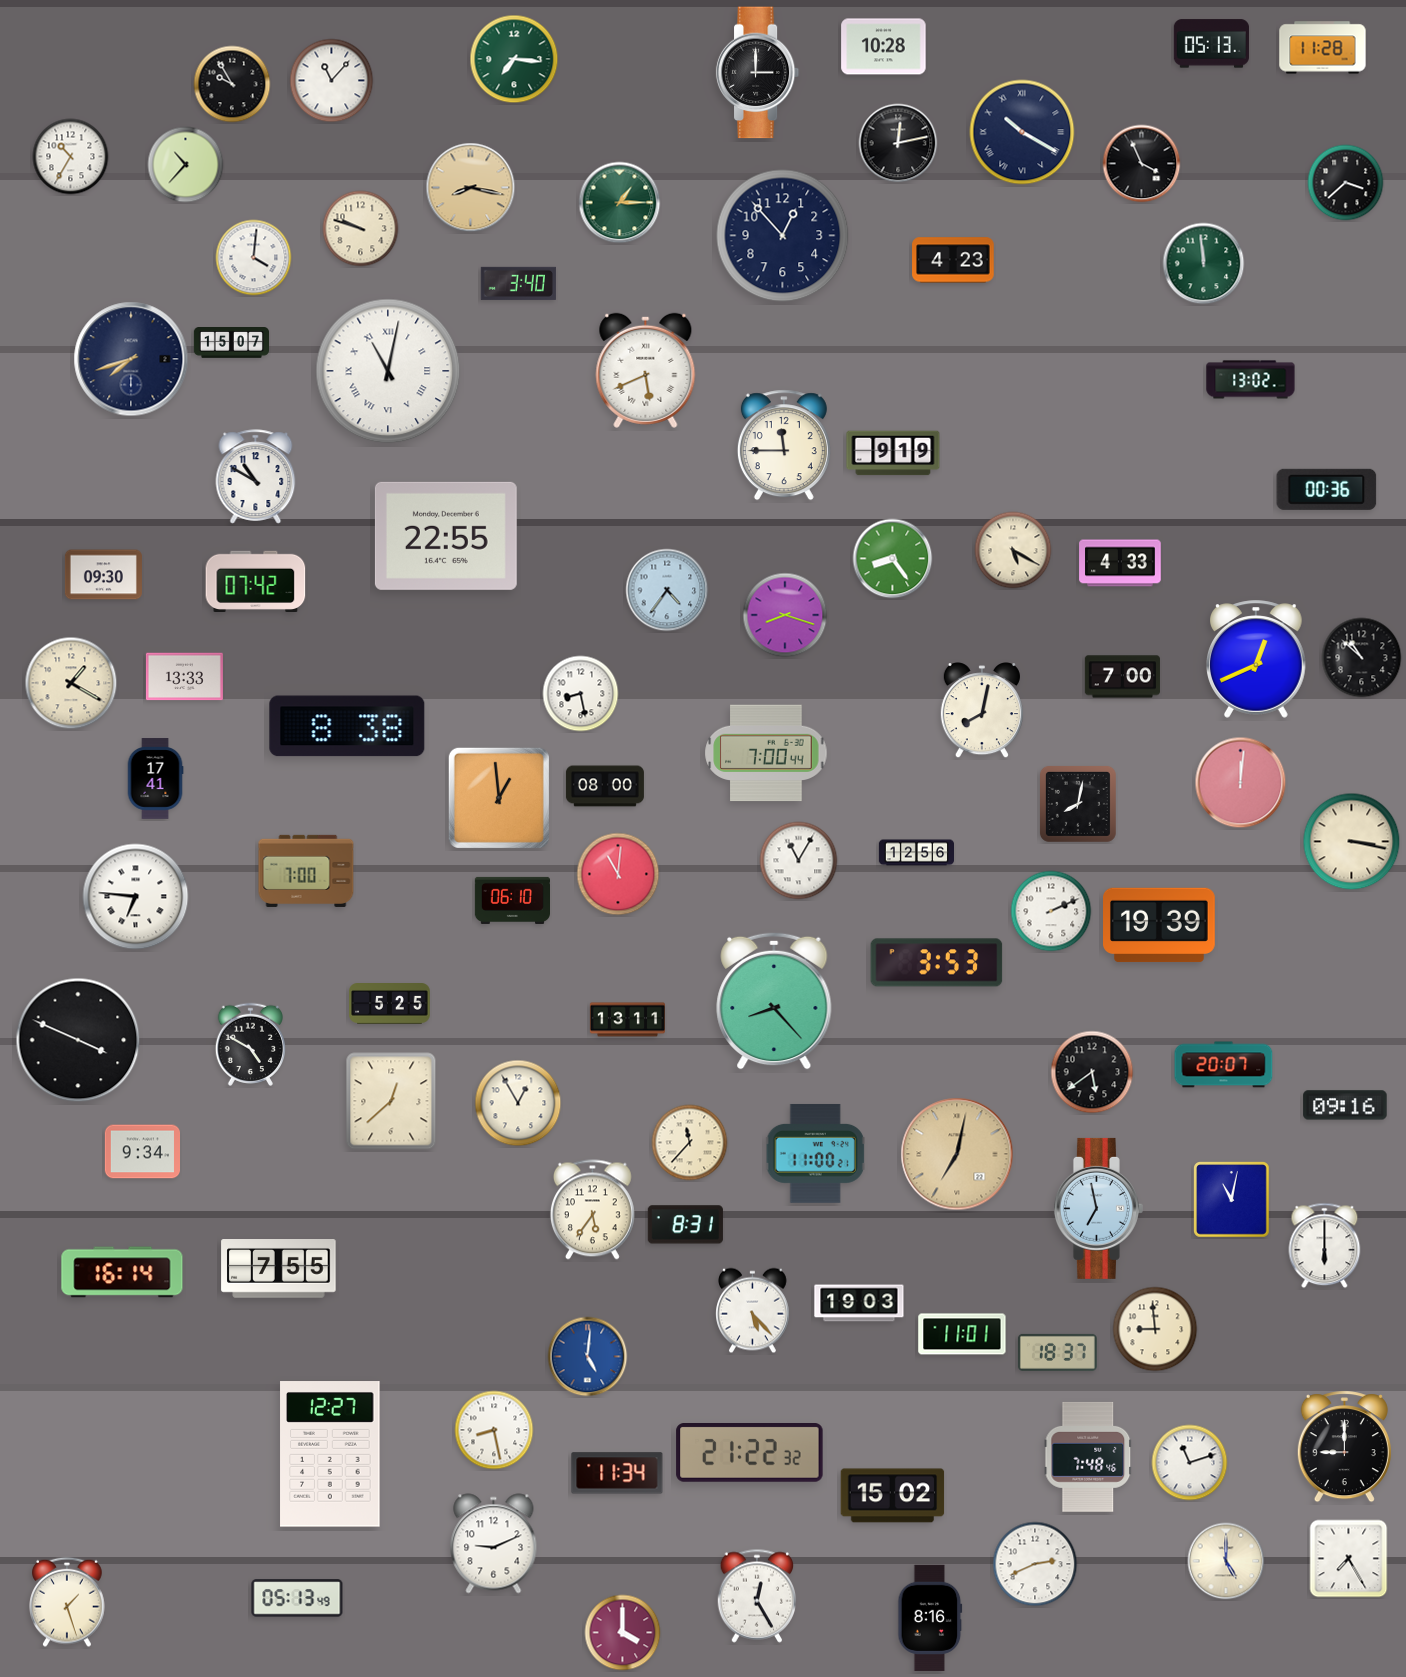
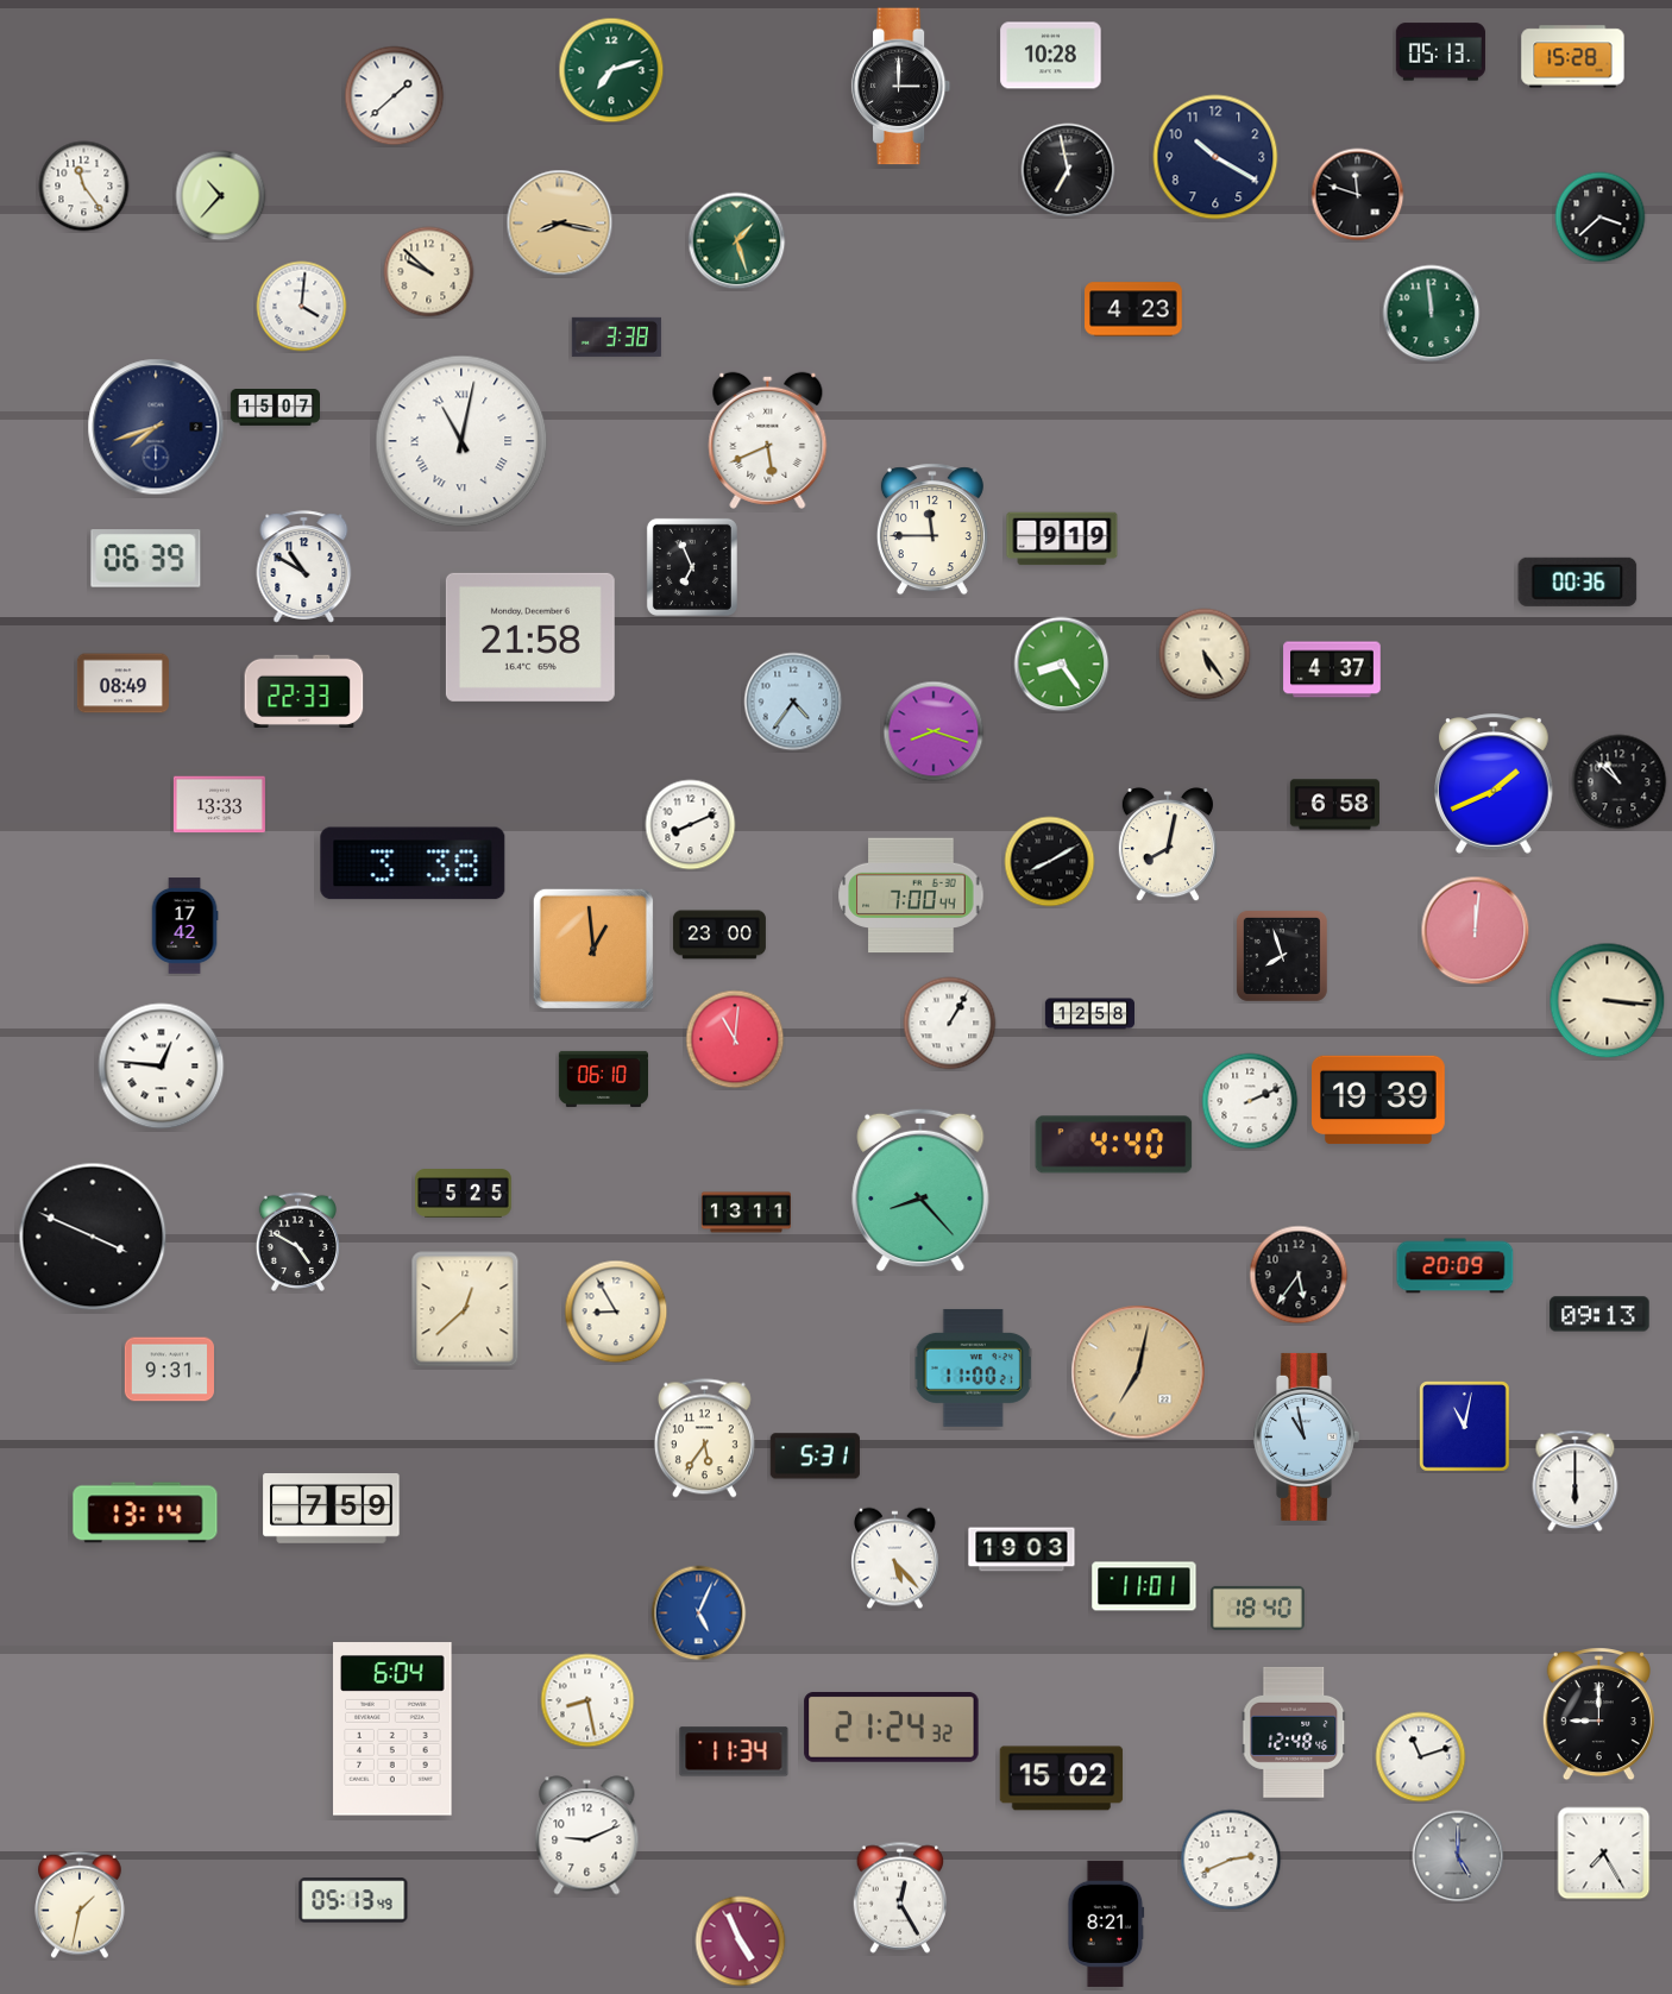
clock at (1323, 48): 11:28 -> 15:28
clock at (514, 59): 7:16 -> 7:12
clock at (332, 81): 11:07 -> 1:38
clock at (232, 84): 9:55 -> none
clock at (1022, 132) numerals: Roman -> Arabic
clock at (898, 143): 12:13 -> 6:58
clock at (71, 157): 10:35 -> 11:24
clock at (1142, 164): 3:56 -> 11:48
clock at (620, 203): 1:15 -> 1:27
clock at (361, 229): 9:48 -> 9:52
clock at (783, 236): 12:53 -> none
clock at (518, 283): 3:40 -> 3:38
clock at (1251, 380): 13:02 -> none
clock at (146, 559): none -> 06:39
clock at (692, 567): none -> 6:56
clock at (446, 536): 22:55 -> 21:58
clock at (1013, 550): 5:20 -> 5:24
clock at (1120, 563): 4:33 -> 4:37
clock at (103, 575): 09:30 -> 08:49
clock at (256, 581): 07:42 -> 22:33
clock at (1257, 659): 12:41 -> 1:41
clock at (1122, 677): 7:00 -> 6:58
clock at (71, 683): 1:20 -> none
clock at (581, 694): 8:28 -> 8:11
clock at (1050, 862): none -> 8:10
clock at (347, 726): 8:38 -> 3:38
clock at (155, 779): 17:41 -> 17:42
clock at (605, 786): 08:00 -> 23:00
clock at (1078, 804): 8:02 -> 7:57
clock at (1352, 842): 3:17 -> 3:16
clock at (916, 853): 12:56 -> 12:58
clock at (799, 861): 11:05 -> 1:05
clock at (306, 871): 7:00 -> none
clock at (136, 897): 6:46 -> 12:46
clock at (512, 900) position: (512, 900) -> (603, 1078)
clock at (1051, 911) position: (1051, 911) -> (1250, 1101)
clock at (937, 963): 3:53 -> 4:40
clock at (1224, 1065): 20:07 -> 20:09
clock at (1092, 1072): 5:39 -> 5:36
clock at (518, 1103): 12:55 -> 8:55
clock at (1345, 1105): 09:16 -> 09:13
clock at (690, 1143): 11:37 -> none
clock at (142, 1152): 9:34 -> 9:31
clock at (815, 1153) position: (815, 1153) -> (973, 1367)
clock at (1098, 1208): 6:58 -> 10:58
clock at (685, 1225): 8:31 -> 5:31
clock at (279, 1269): 7:55 -> 7:59
clock at (122, 1272): 16:14 -> 13:14
clock at (1155, 1329): 8:59 -> none
clock at (1057, 1352): 18:37 -> 18:40
clock at (588, 1357): 5:01 -> 5:04
clock at (1344, 1447) position: (1344, 1447) -> (1598, 1715)
clock at (750, 1453): 21:22 -> 21:24
clock at (330, 1454): 12:27 -> 6:04
clock at (1088, 1457): 7:48 -> 12:48
clock at (1190, 1463) position: (1190, 1463) -> (1421, 1757)
clock at (1226, 1561) dial: cream -> grey
clock at (68, 1602): 1:27 -> 1:32
clock at (930, 1618): 8:16 -> 8:21
clock at (623, 1633): 4:00 -> 4:56
